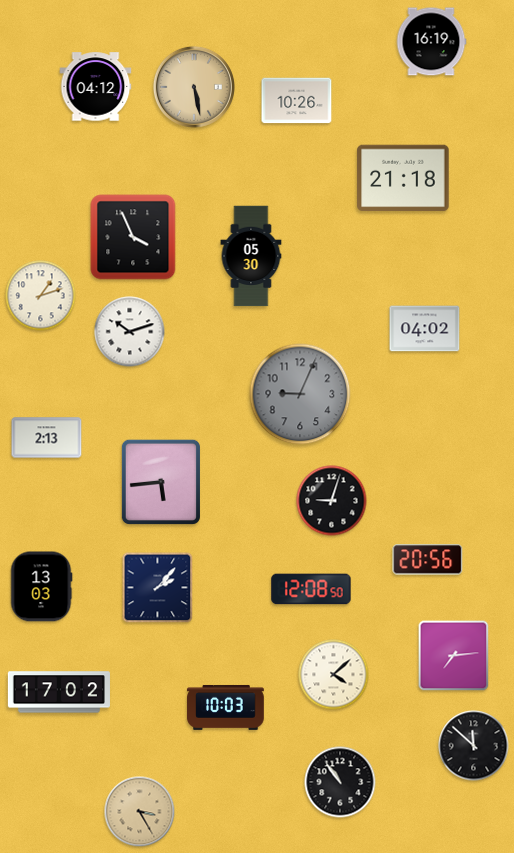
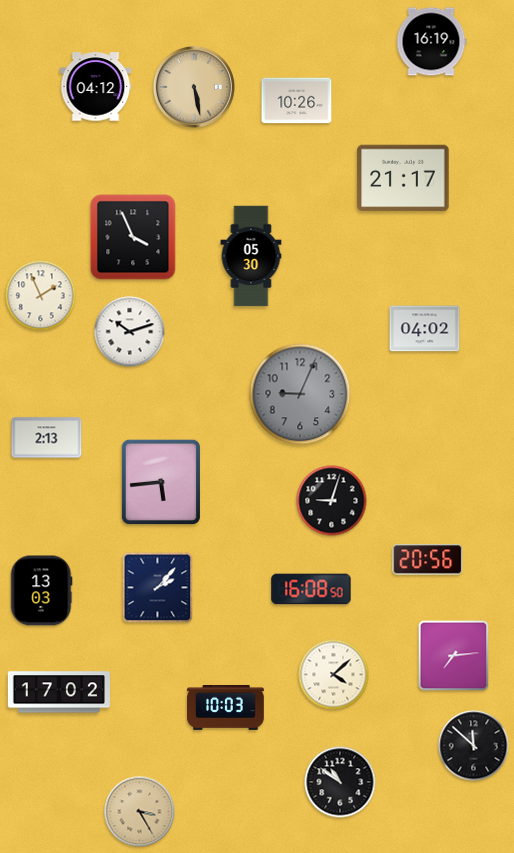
clock at (403, 178): 21:18 -> 21:17
clock at (41, 296): 1:12 -> 1:56
clock at (41, 587) position: (41, 587) -> (41, 591)
clock at (311, 589): 12:08 -> 16:08
clock at (340, 782): 10:54 -> 10:51
